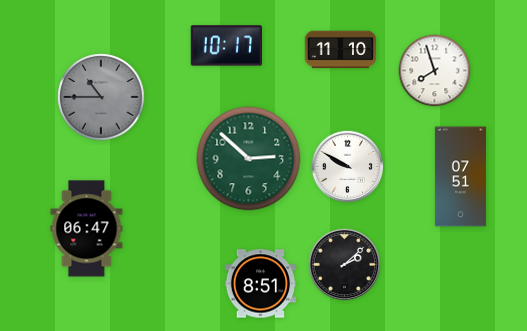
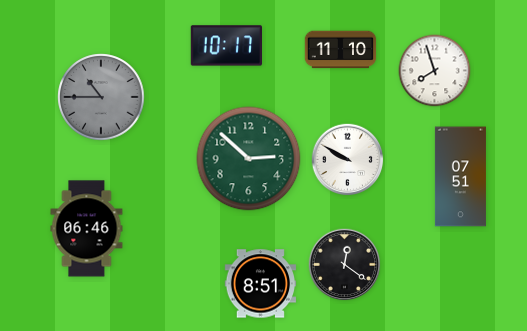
clock at (348, 167) position: (348, 167) -> (348, 160)
clock at (87, 229): 06:47 -> 06:46
clock at (345, 265): 2:08 -> 12:21
